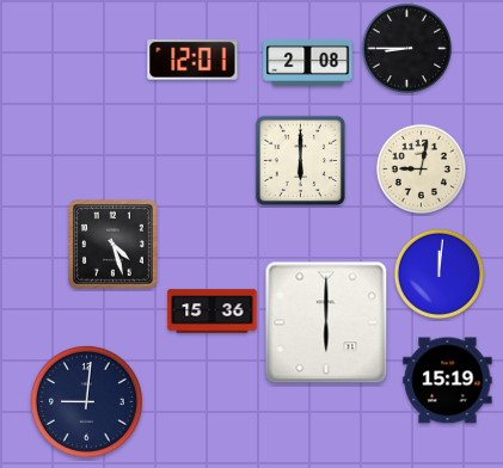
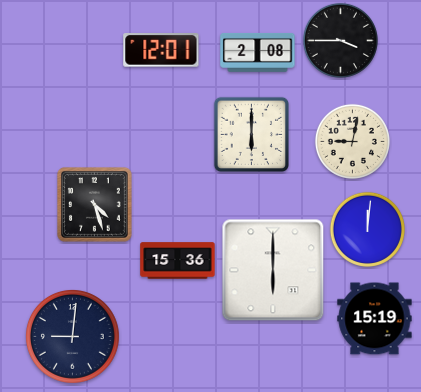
clock at (406, 48): 8:45 -> 3:45
